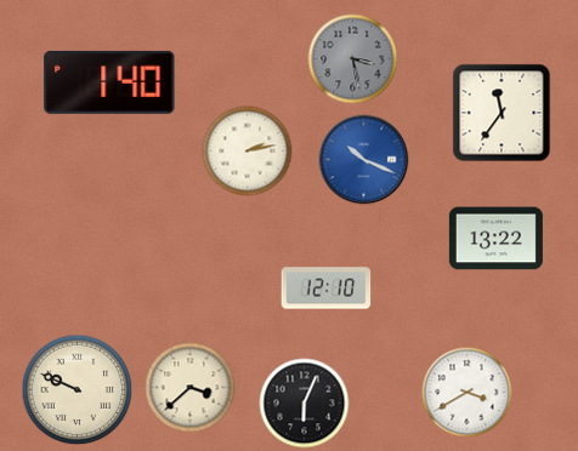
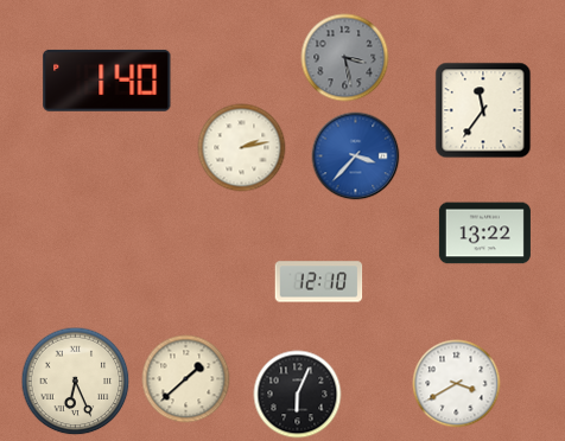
clock at (501, 113) position: (501, 113) -> (483, 110)
clock at (364, 160): 10:19 -> 3:37
clock at (191, 388): 3:38 -> 1:38
clock at (78, 390): 9:49 -> 6:26
